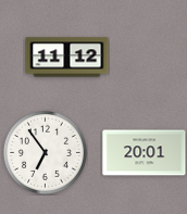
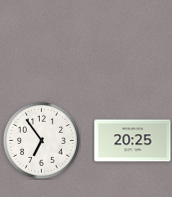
clock at (67, 58): 11:12 -> none
clock at (145, 153): 20:01 -> 20:25
